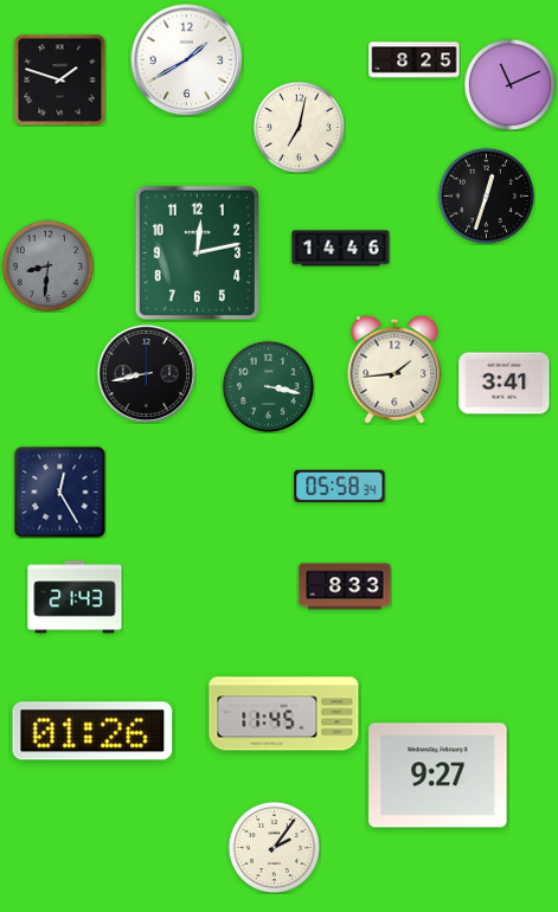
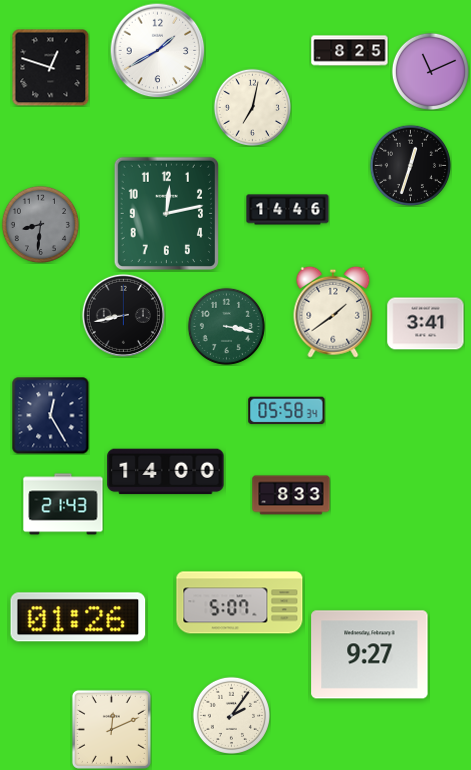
clock at (59, 79): 1:48 -> 12:48
clock at (395, 370): 1:44 -> 1:39
clock at (166, 472): none -> 14:00
clock at (284, 714): 11:45 -> 5:07
clock at (111, 729): none -> 12:11
